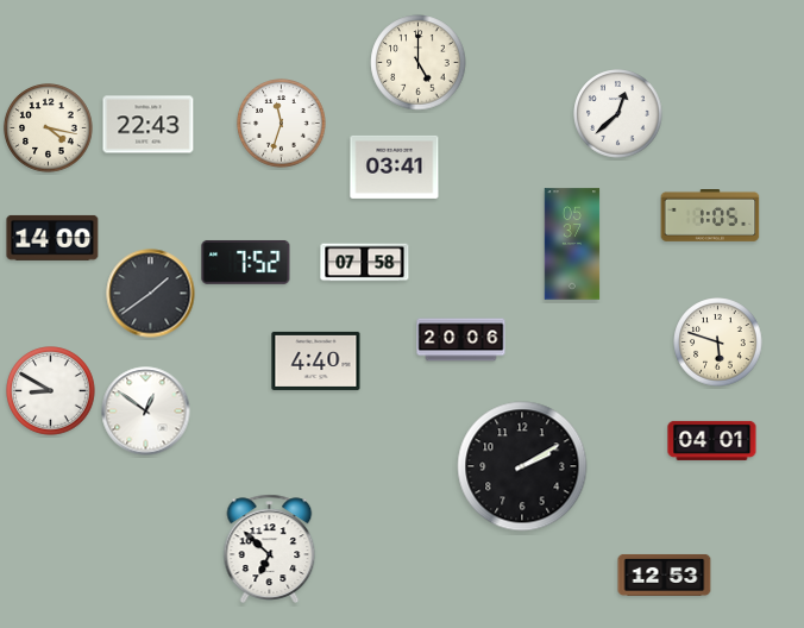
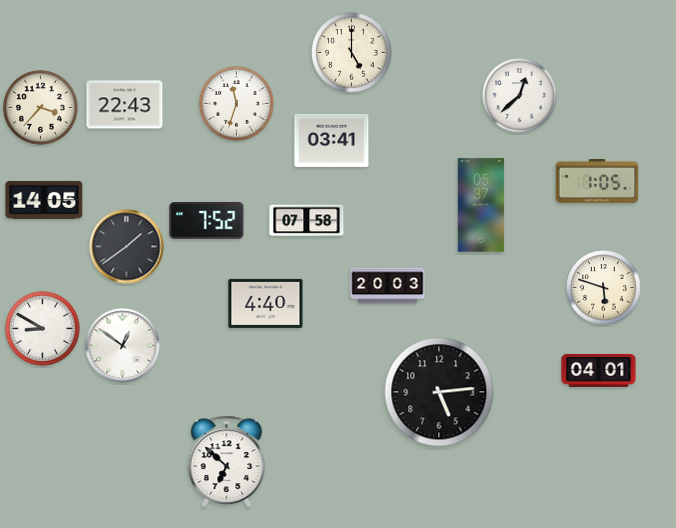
clock at (49, 128): 4:17 -> 3:37
clock at (52, 238): 14:00 -> 14:05
clock at (461, 340): 20:06 -> 20:03
clock at (522, 466): 2:10 -> 5:14
clock at (665, 574): 12:53 -> none
